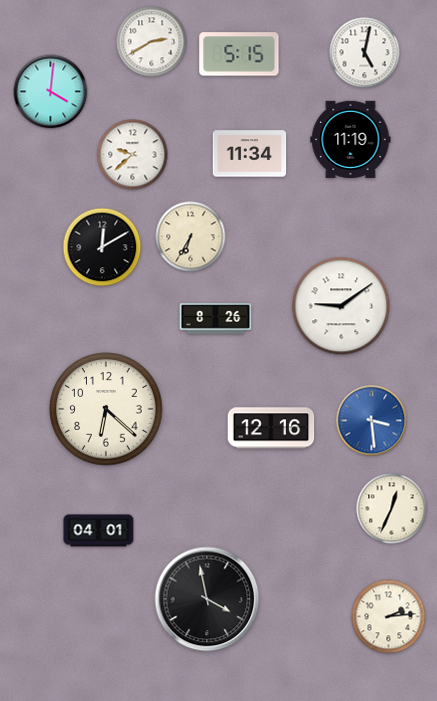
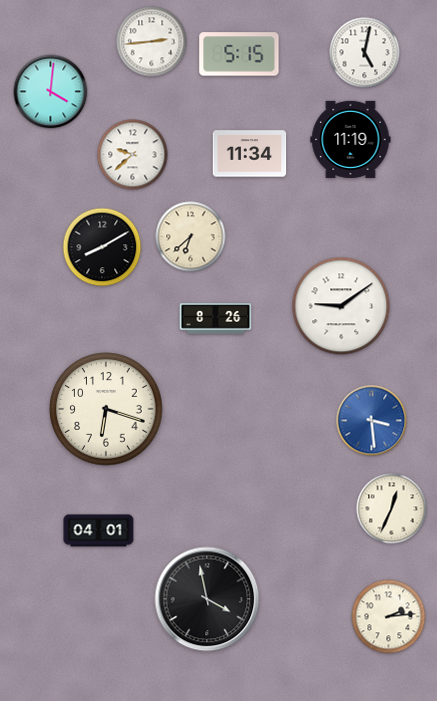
clock at (152, 42): 2:40 -> 2:44
clock at (191, 237): 6:35 -> 6:38
clock at (102, 247): 12:10 -> 8:10
clock at (106, 409): 6:22 -> 6:18
clock at (271, 428): 12:16 -> none
